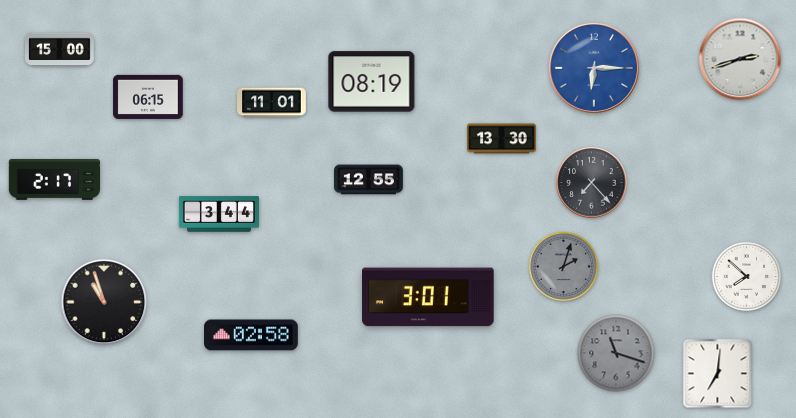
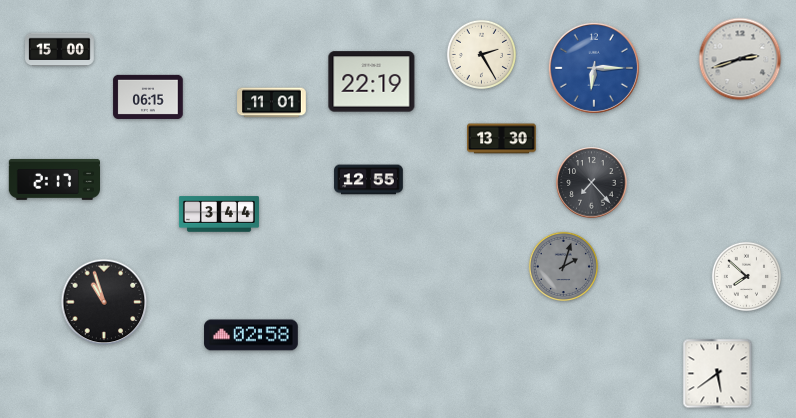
clock at (481, 54): none -> 2:25
clock at (372, 82): 08:19 -> 22:19
clock at (428, 297): 3:01 -> none
clock at (616, 353): 11:18 -> none
clock at (718, 374): 7:01 -> 5:39
